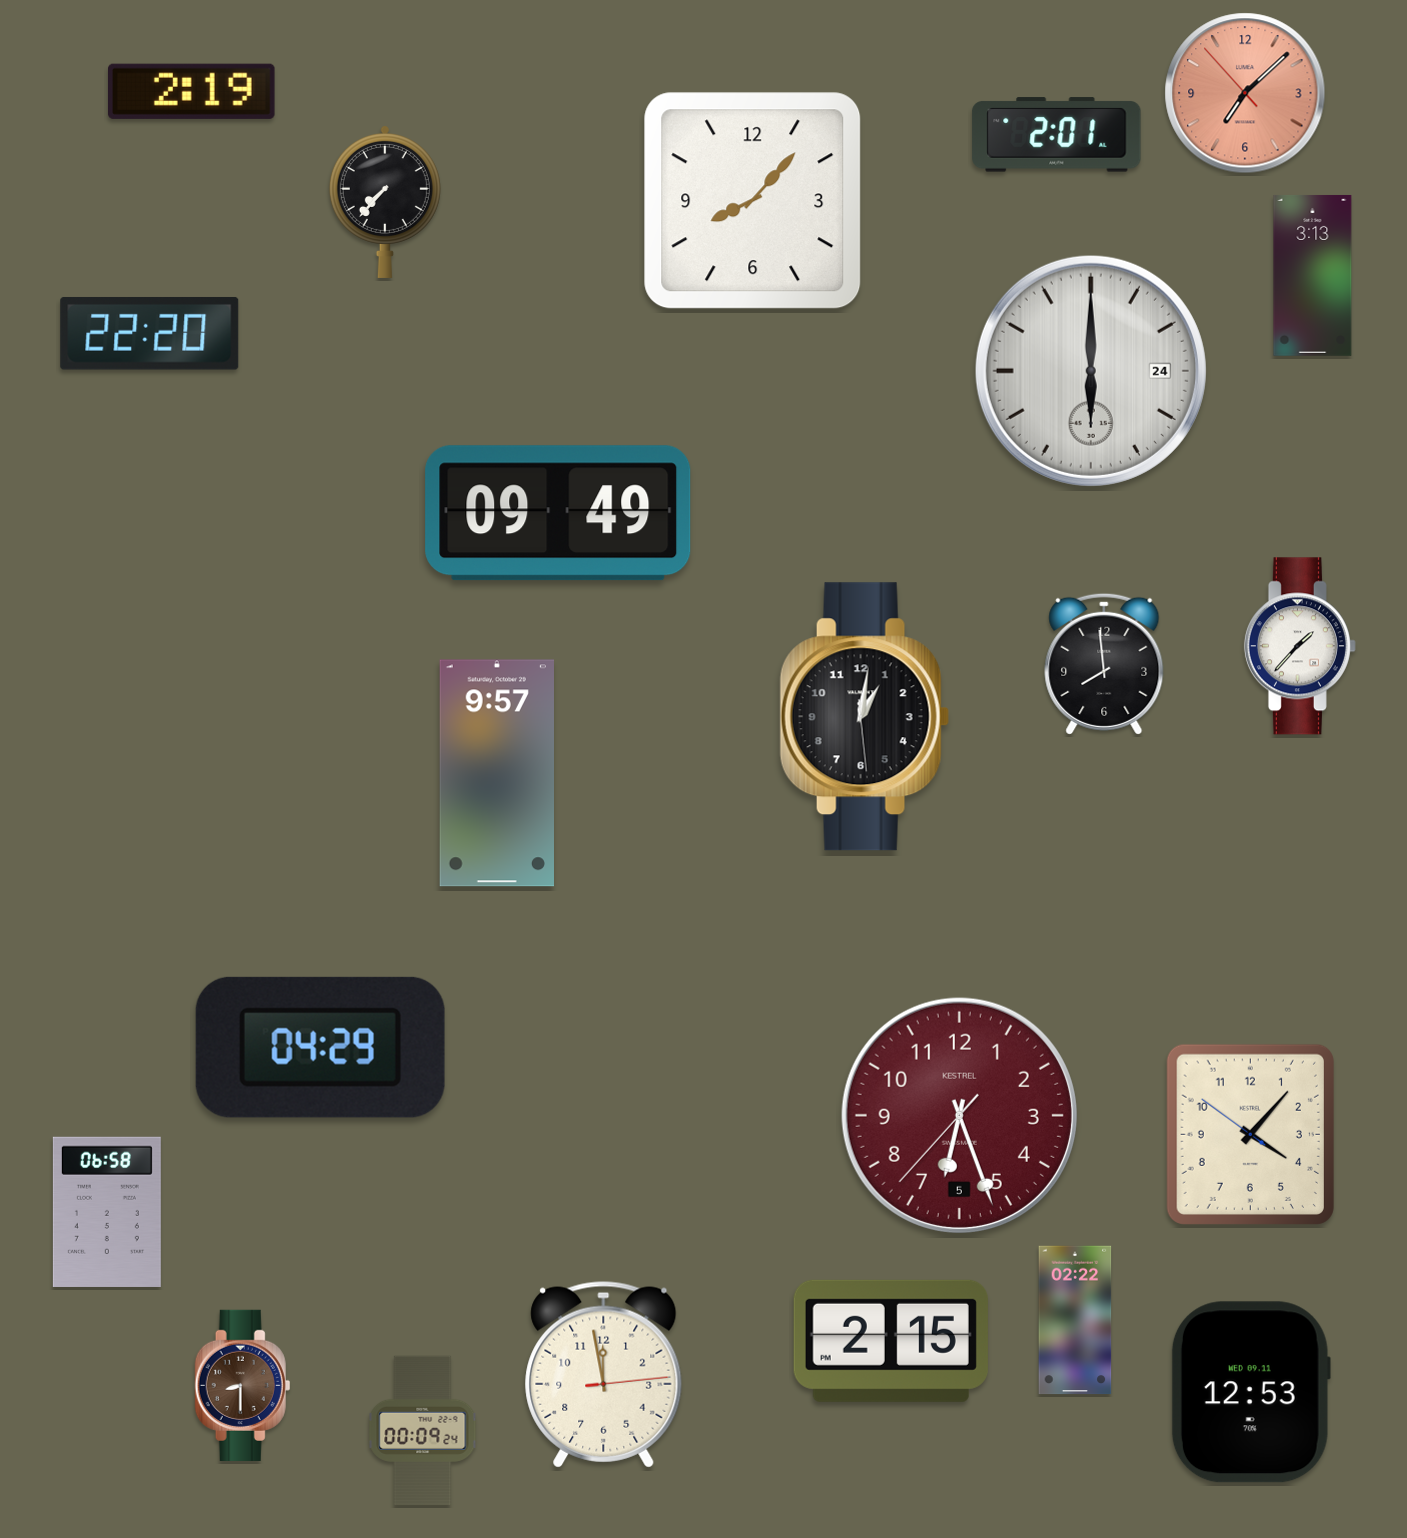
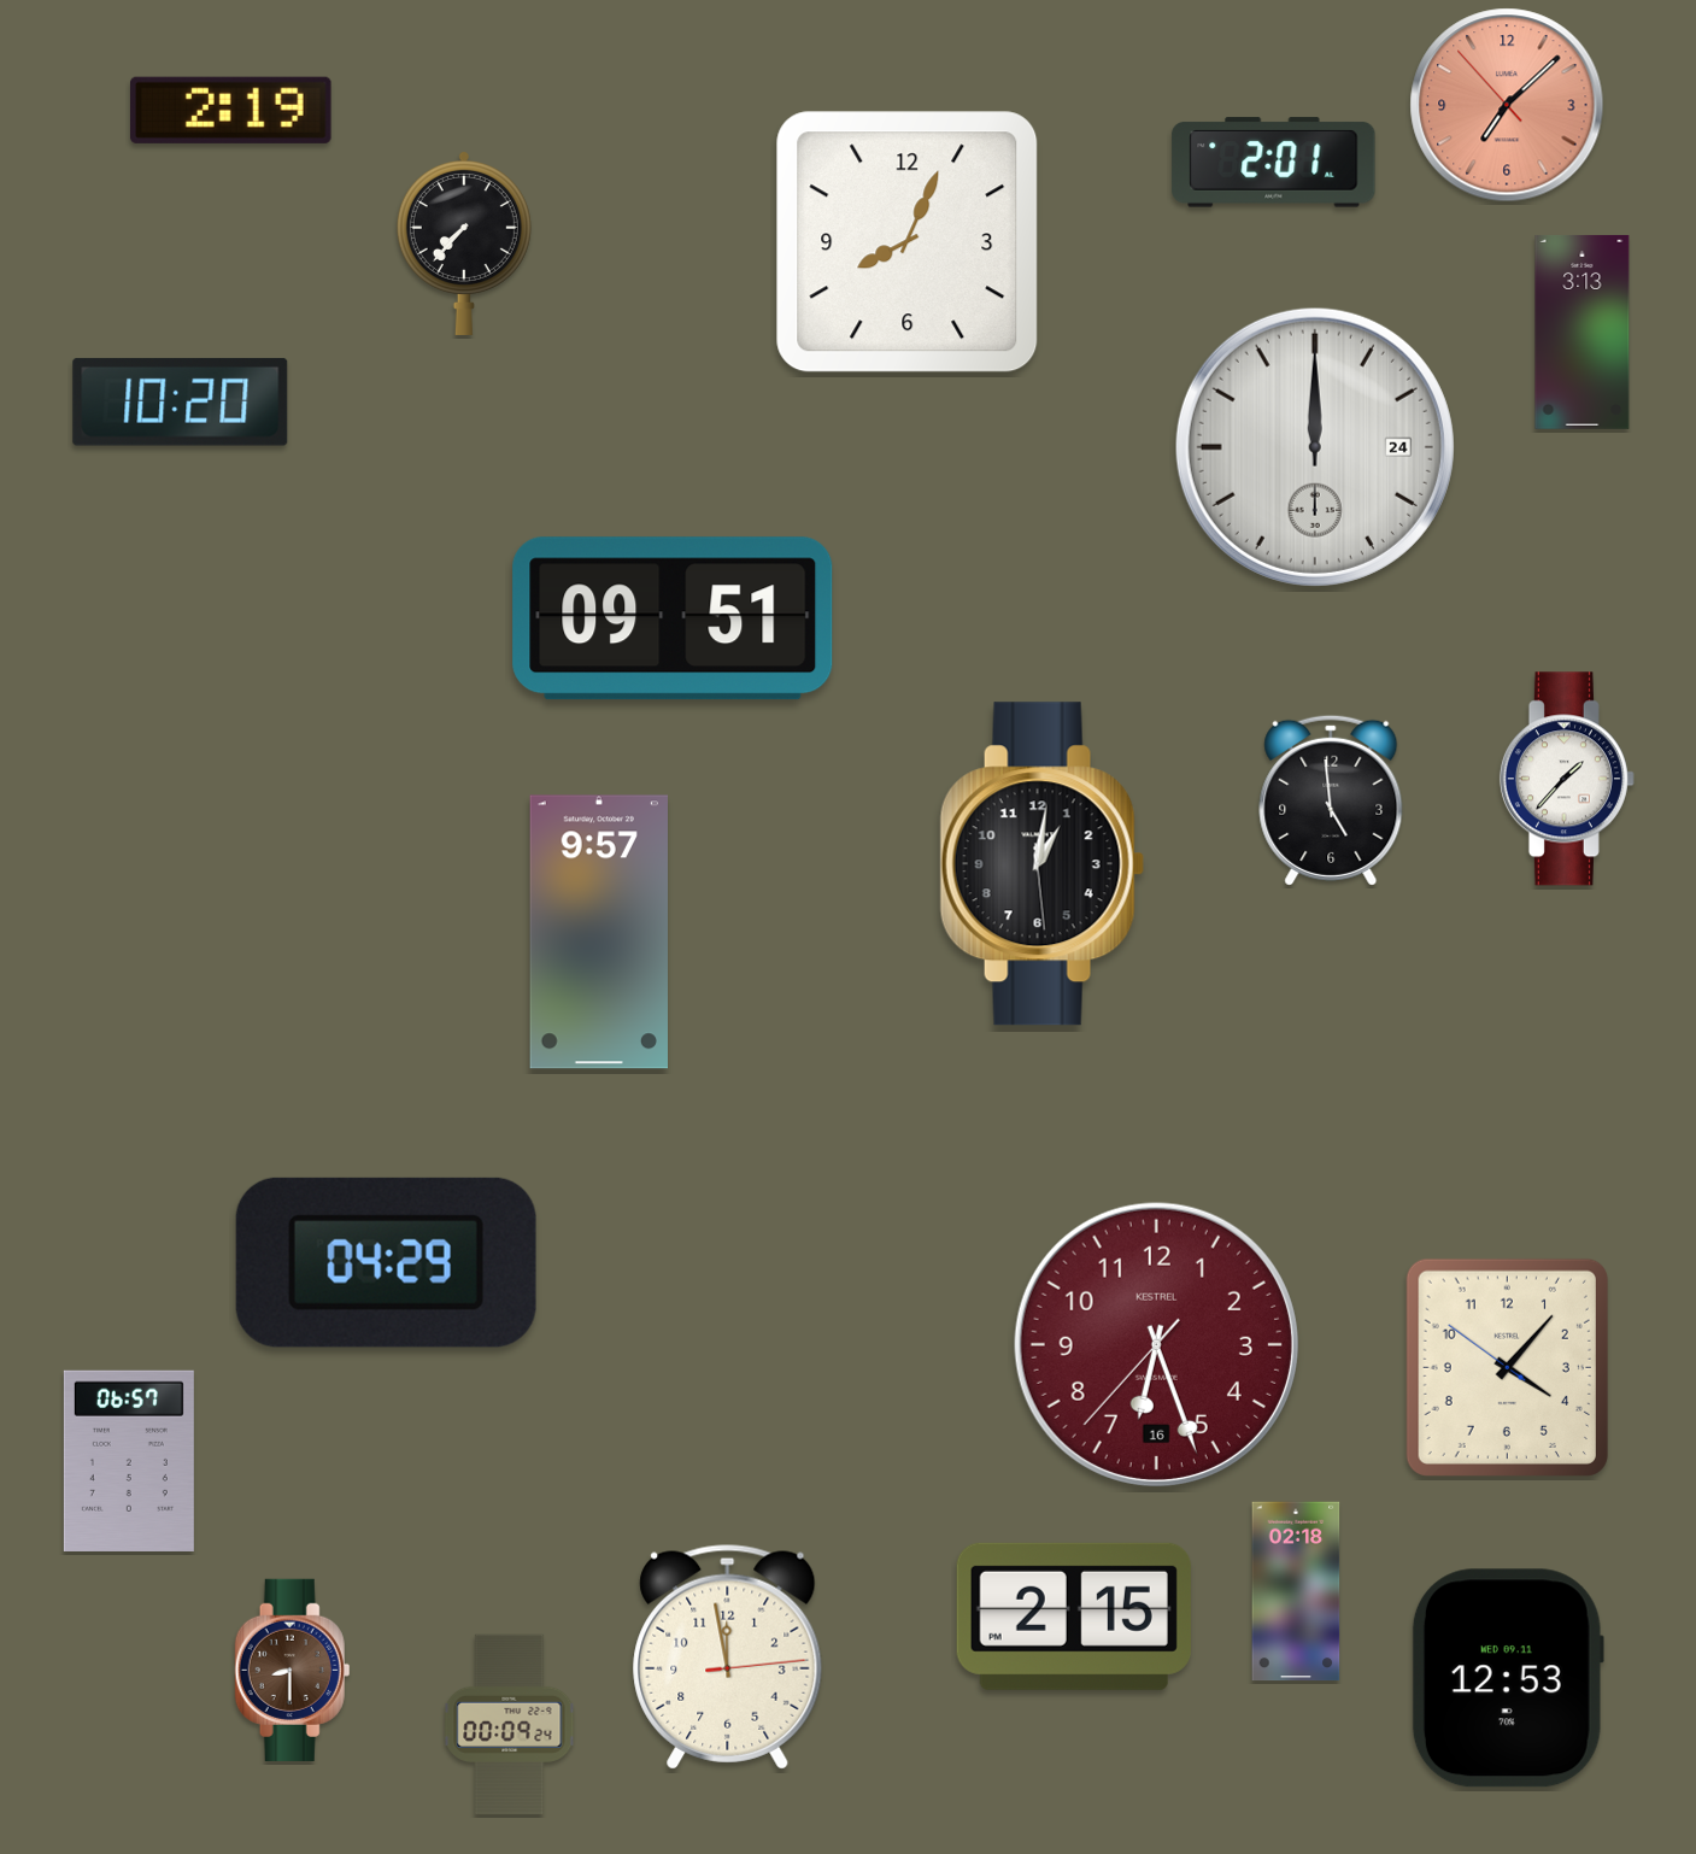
clock at (1245, 93) position: (1245, 93) -> (1507, 105)
clock at (753, 201): 8:07 -> 8:04
clock at (150, 333): 22:20 -> 10:20
clock at (1091, 371): 6:00 -> 12:00
clock at (558, 513): 09:49 -> 09:51
clock at (1104, 664): 7:59 -> 4:59
clock at (959, 1115) date: 5 -> 16
clock at (107, 1212): 06:58 -> 06:57
clock at (1075, 1320): 02:22 -> 02:18
